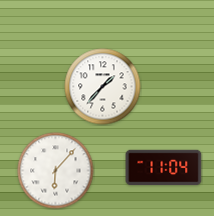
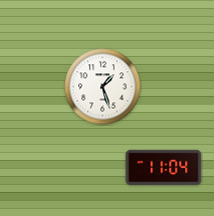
clock at (103, 87): 1:37 -> 1:27
clock at (56, 171): 6:07 -> none
